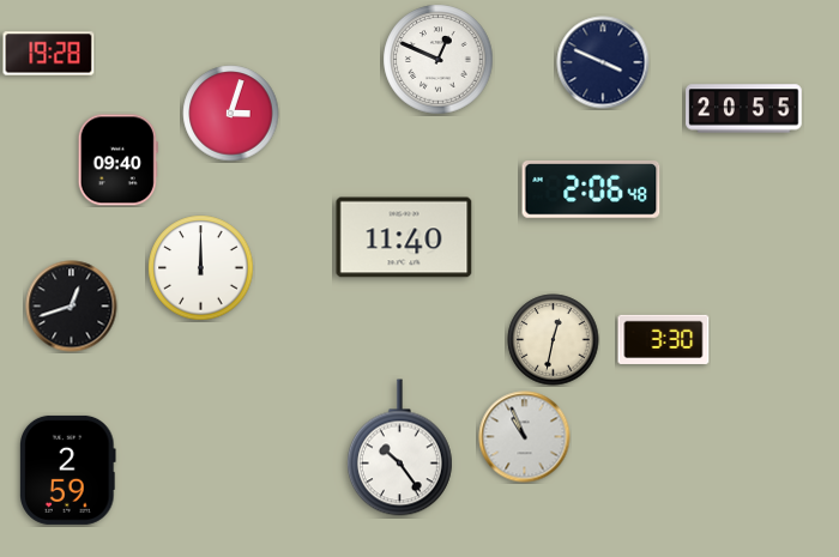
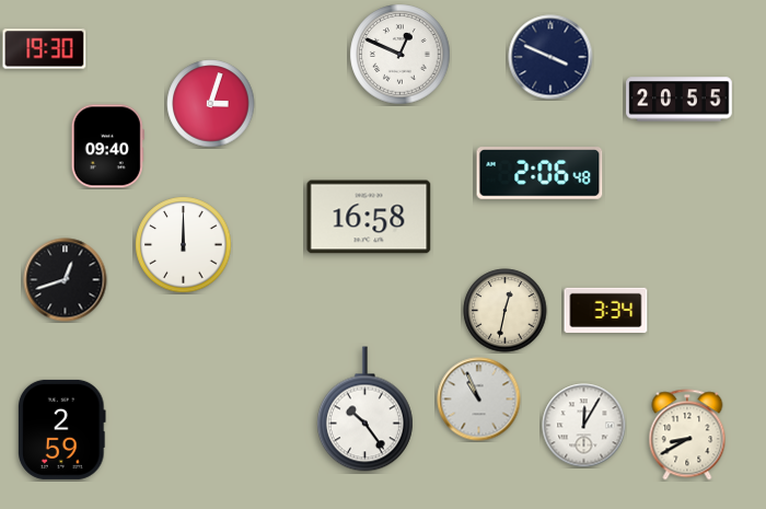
clock at (49, 54): 19:28 -> 19:30
clock at (404, 237): 11:40 -> 16:58
clock at (664, 339): 3:30 -> 3:34
clock at (584, 426): none -> 12:05
clock at (687, 435): none -> 8:40
